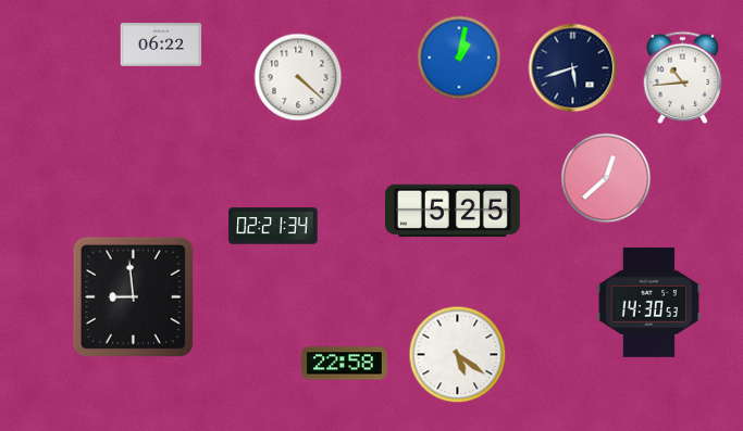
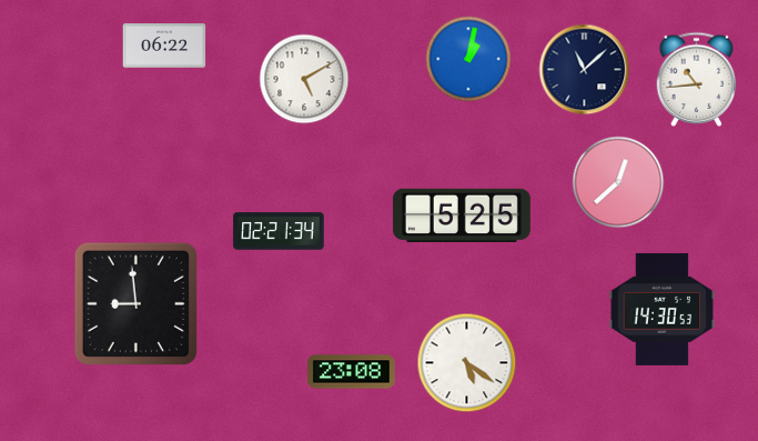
clock at (573, 68): 5:42 -> 11:08
clock at (298, 77): 4:22 -> 5:10
clock at (344, 364): 22:58 -> 23:08
